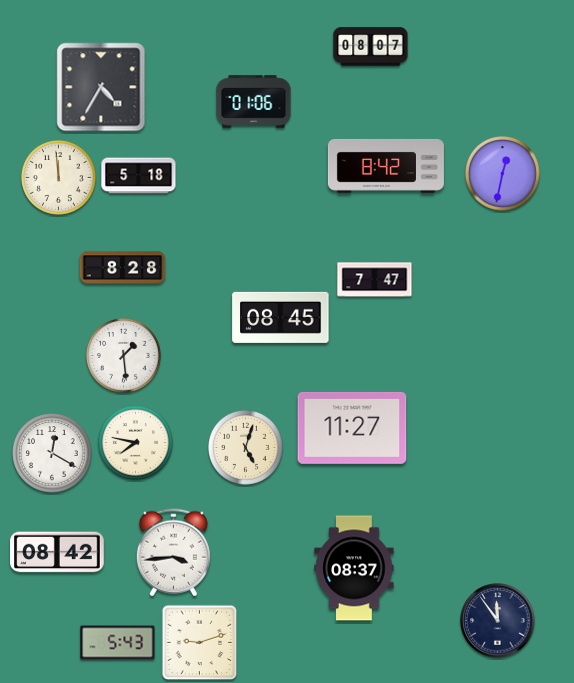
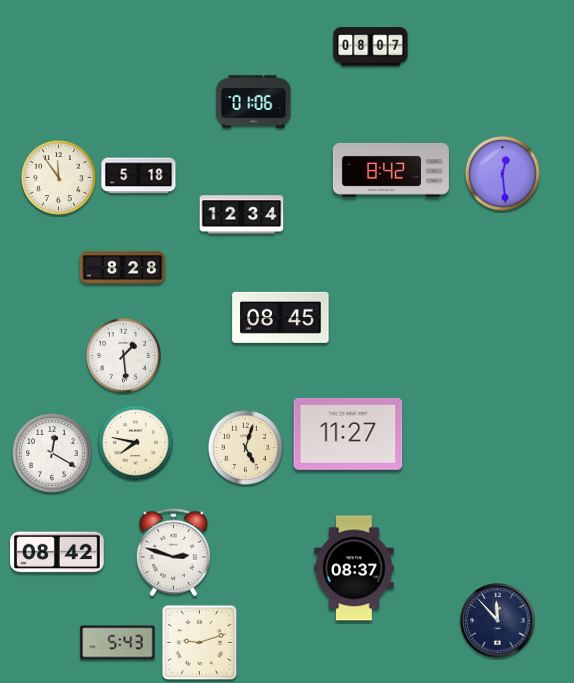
clock at (101, 87): 4:35 -> none
clock at (386, 166) position: (386, 166) -> (391, 170)
clock at (503, 174): 12:32 -> 12:29
clock at (59, 178): 11:59 -> 11:54
clock at (242, 215): none -> 12:34
clock at (375, 280): 7:47 -> none
clock at (352, 428) position: (352, 428) -> (348, 434)
clock at (173, 553): 3:44 -> 2:48
clock at (498, 621): 11:54 -> 11:53
